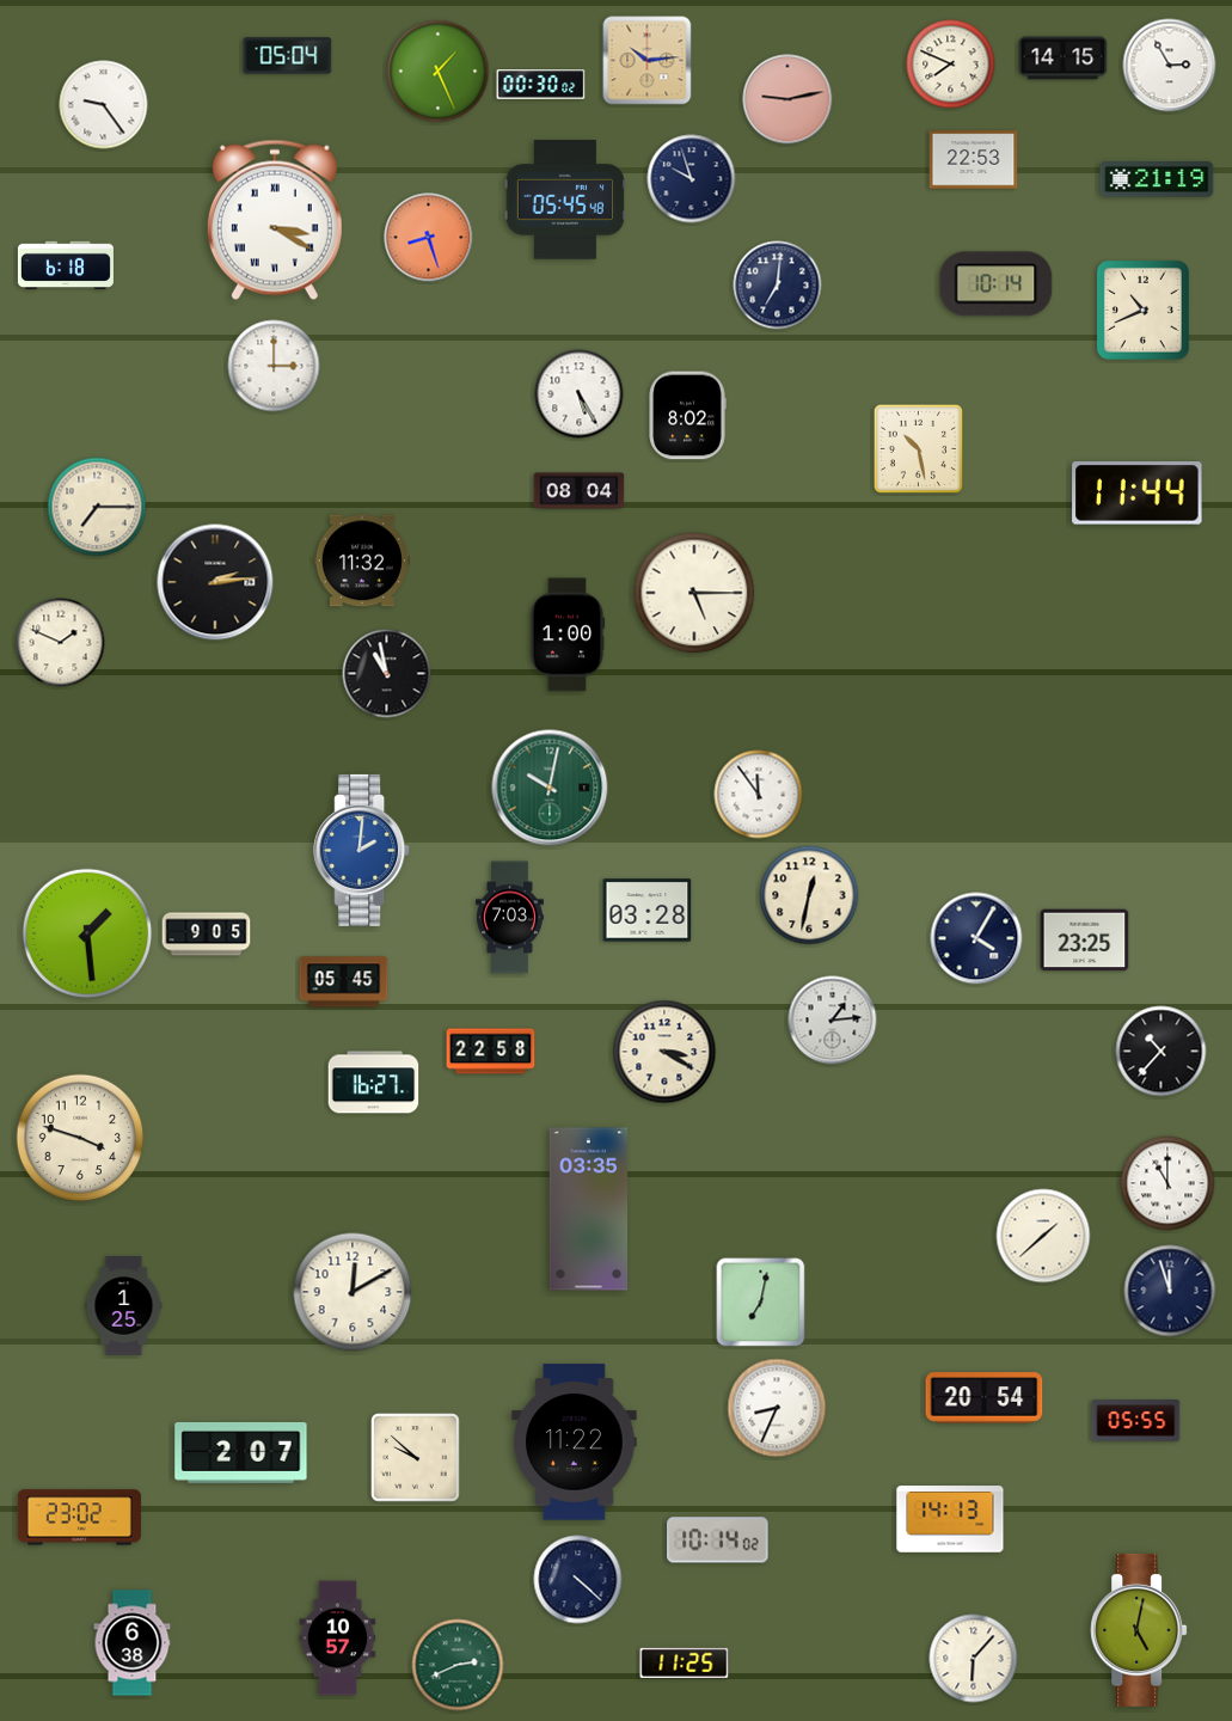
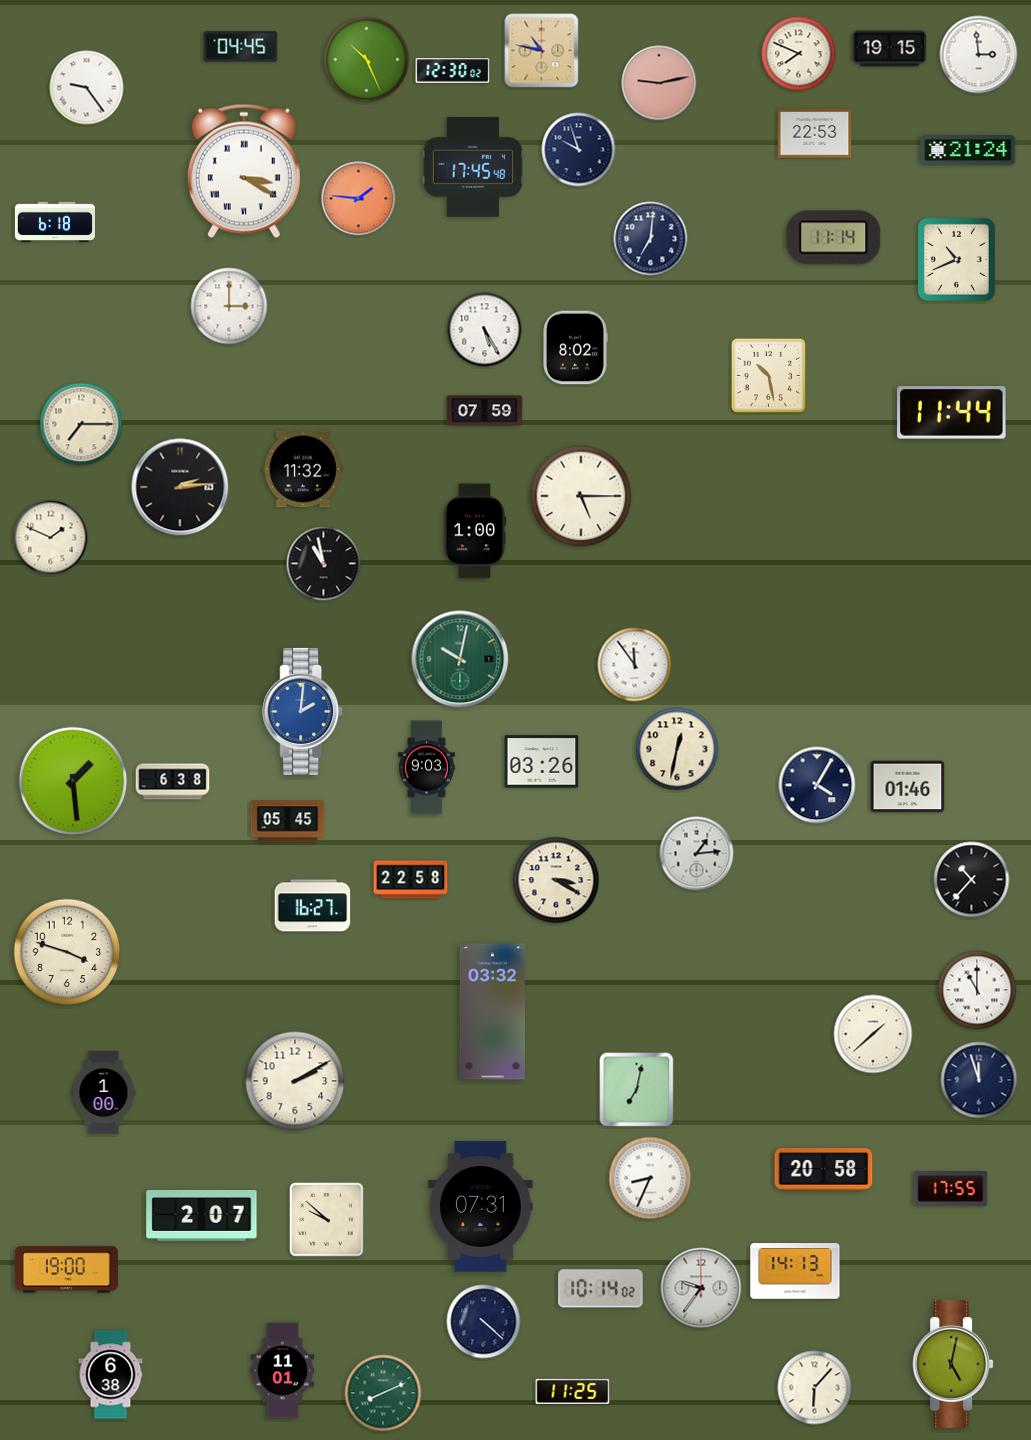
clock at (288, 56): 05:04 -> 04:45
clock at (1064, 59): 14:15 -> 19:15
clock at (648, 61): 10:14 -> 10:47
clock at (951, 65) position: (951, 65) -> (799, 54)
clock at (1170, 66): 2:55 -> 2:59
clock at (439, 72): 1:26 -> 10:26
clock at (541, 85): 00:30 -> 12:30
clock at (1157, 179): 21:19 -> 21:24
clock at (565, 200): 05:45 -> 17:45
clock at (275, 220) position: (275, 220) -> (244, 171)
clock at (429, 238): 8:27 -> 1:46
clock at (997, 284): 10:14 -> 11:14
clock at (580, 491): 08:04 -> 07:59
clock at (648, 911): 03:28 -> 03:26
clock at (510, 918): 7:03 -> 9:03
clock at (207, 935): 9:05 -> 6:38
clock at (1085, 941): 23:25 -> 01:46
clock at (589, 1209): 03:35 -> 03:32
clock at (353, 1292): 12:10 -> 2:10
clock at (124, 1306): 1:25 -> 1:00
clock at (985, 1398): 20:54 -> 20:58
clock at (1136, 1421): 05:55 -> 17:55
clock at (575, 1443): 11:22 -> 07:31
clock at (416, 1458) position: (416, 1458) -> (327, 1220)
clock at (79, 1518): 23:02 -> 19:00
clock at (701, 1288): none -> 9:36
clock at (338, 1639): 10:57 -> 11:01
clock at (458, 1665): 2:41 -> 8:11
